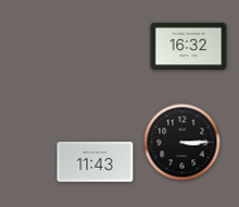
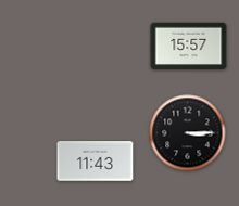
clock at (189, 47): 16:32 -> 15:57
clock at (183, 143) position: (183, 143) -> (188, 133)
